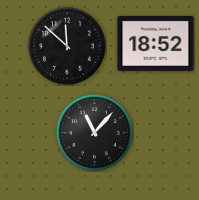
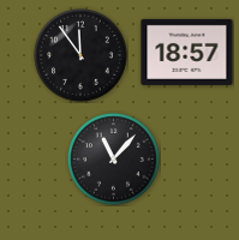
clock at (156, 43): 18:52 -> 18:57
clock at (68, 47): 11:52 -> 11:54
